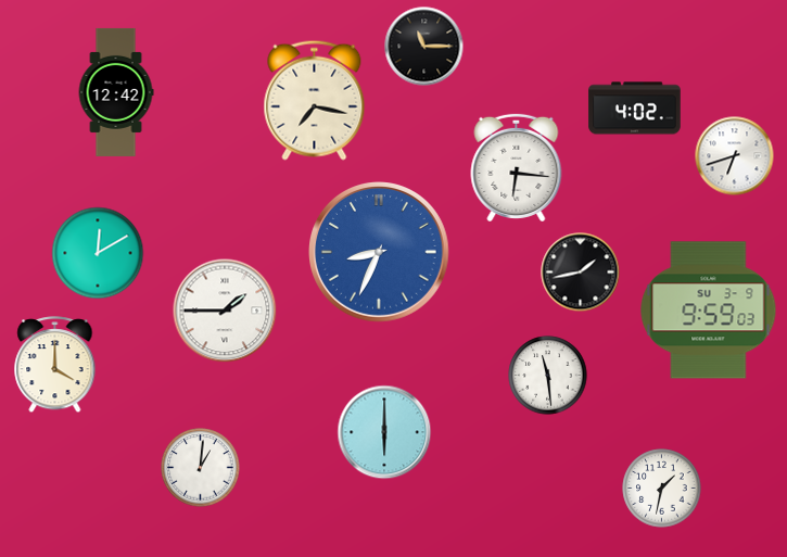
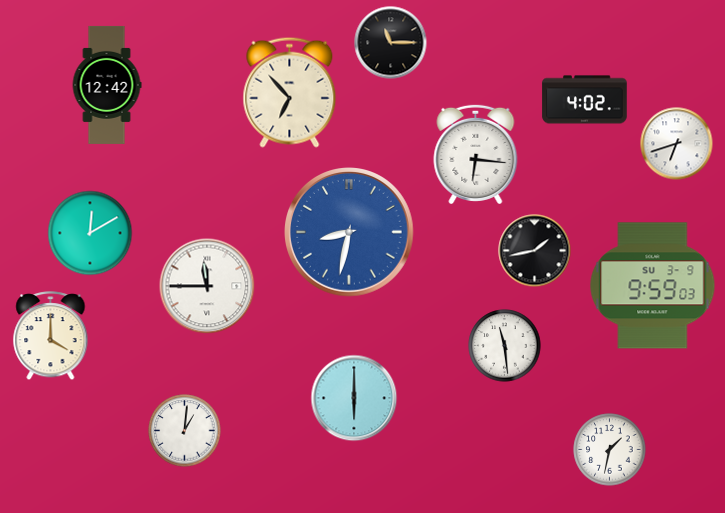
clock at (315, 100): 7:17 -> 6:53
clock at (380, 253): 8:34 -> 8:32
clock at (225, 311): 1:45 -> 11:45
